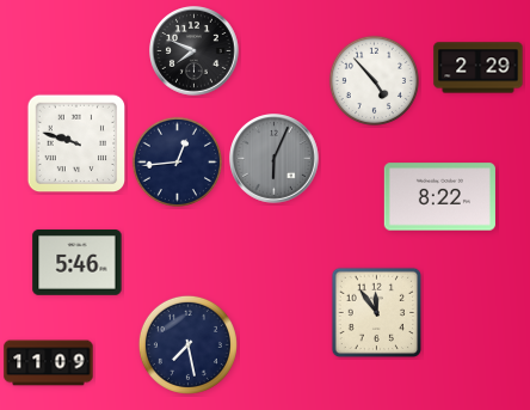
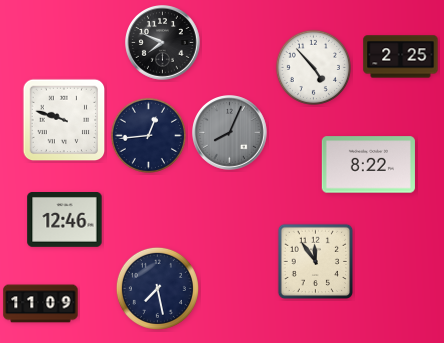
clock at (479, 68): 2:29 -> 2:25
clock at (275, 159): 6:04 -> 8:04
clock at (78, 263): 5:46 -> 12:46
